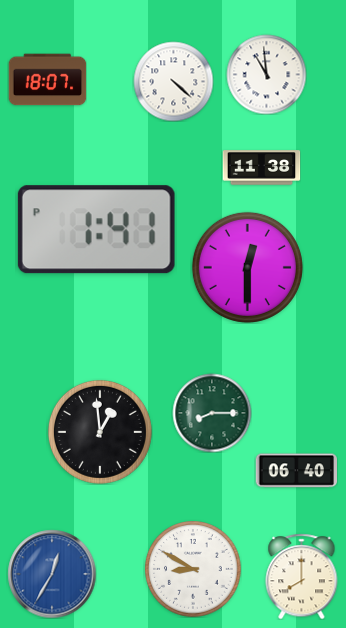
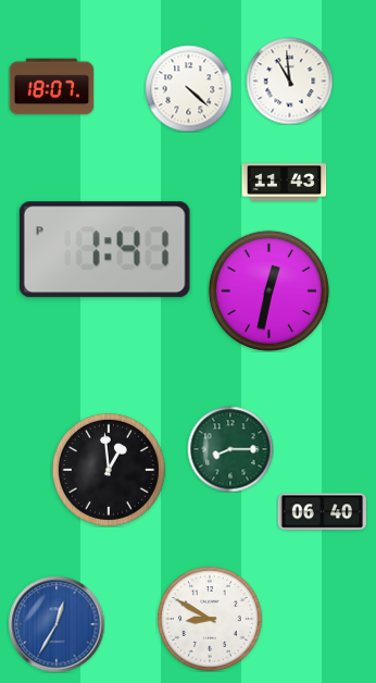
clock at (261, 168): 11:38 -> 11:43
clock at (247, 267): 12:30 -> 12:32
clock at (302, 576): 8:00 -> none
